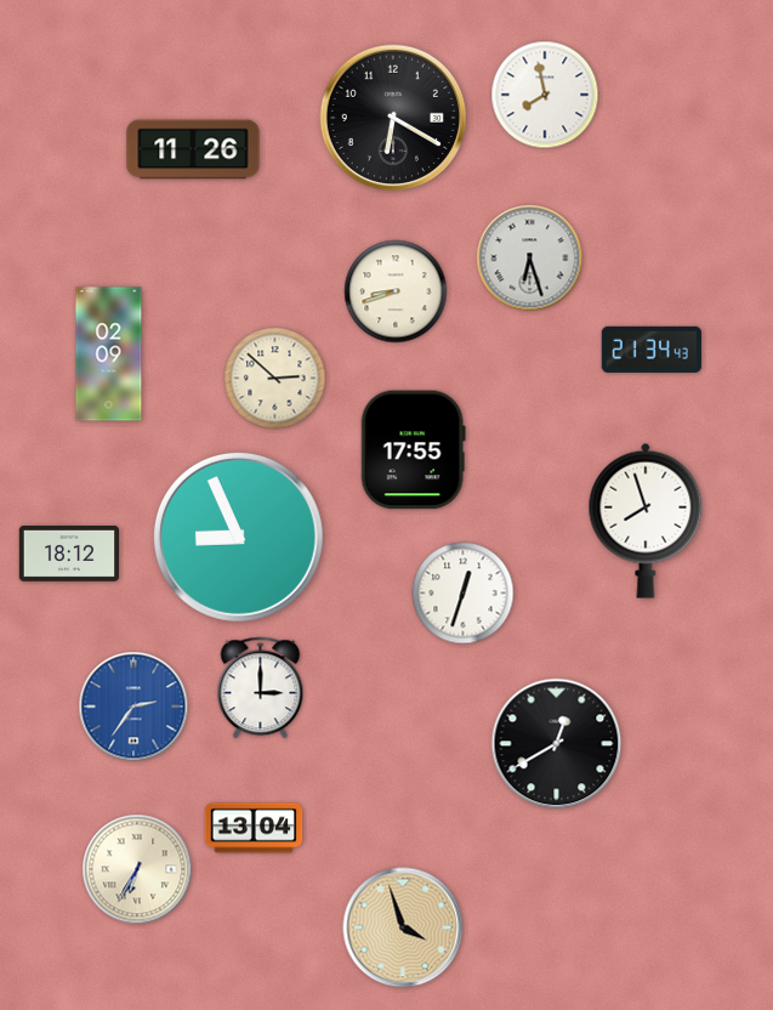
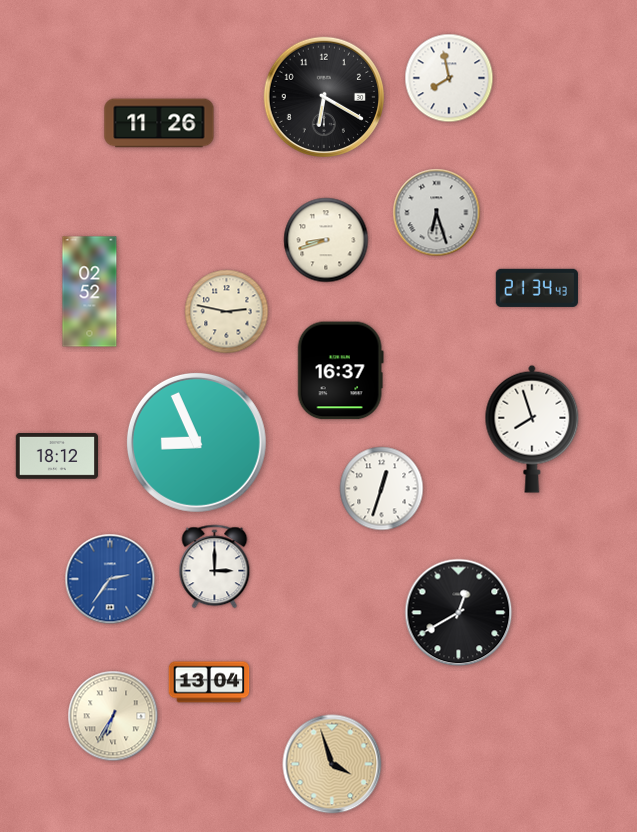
clock at (109, 354): 02:09 -> 02:52
clock at (275, 379): 2:52 -> 2:47
clock at (413, 450): 17:55 -> 16:37
clock at (133, 707) position: (133, 707) -> (110, 579)
